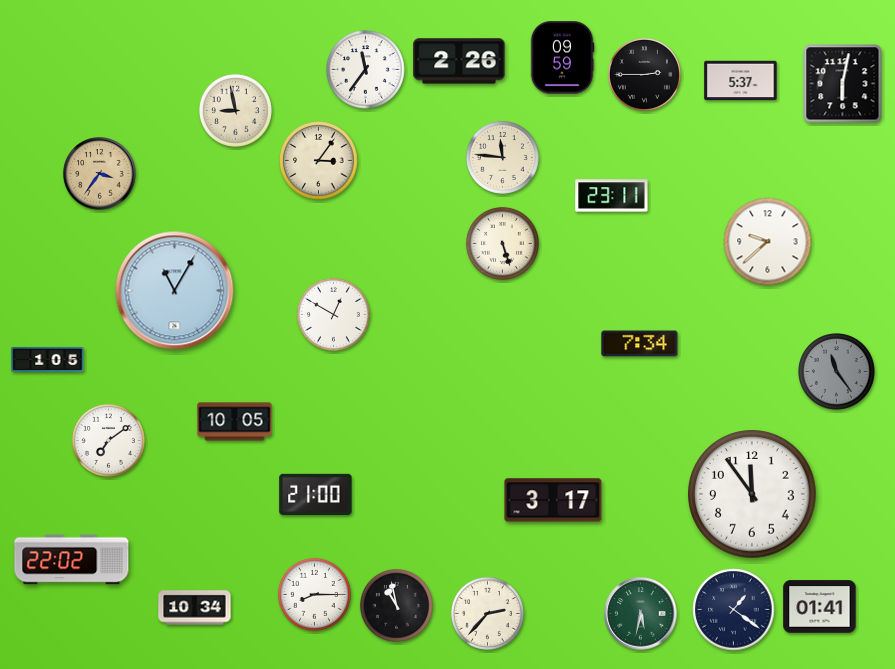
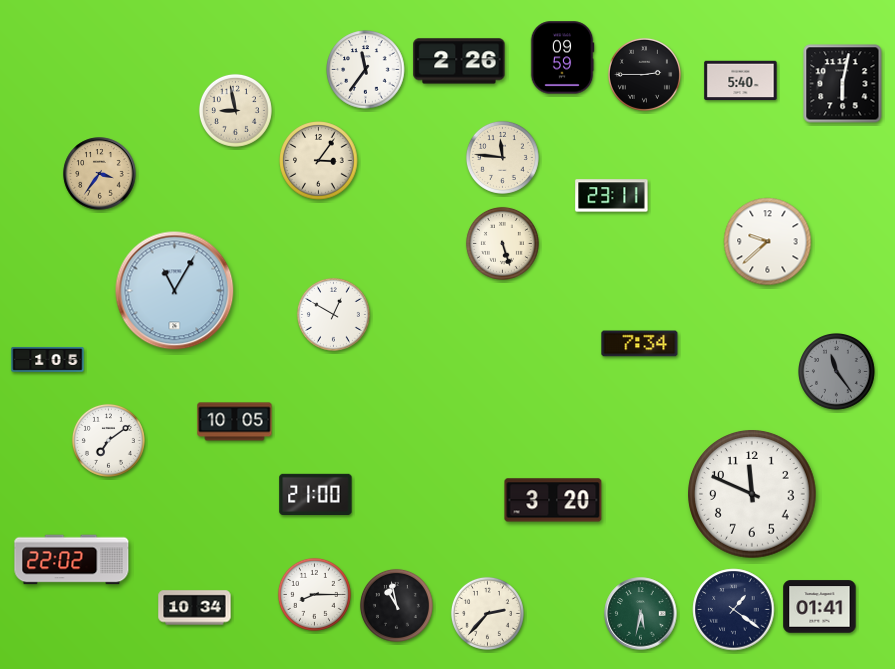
clock at (741, 81): 5:37 -> 5:40
clock at (752, 494): 11:54 -> 11:49
clock at (553, 500): 3:17 -> 3:20
